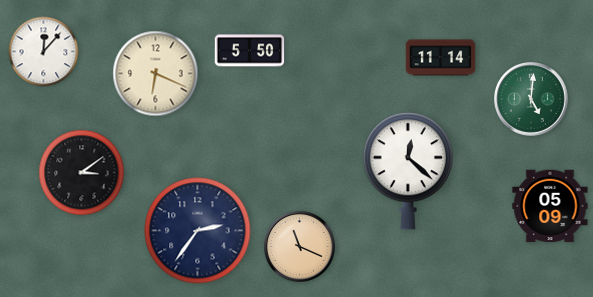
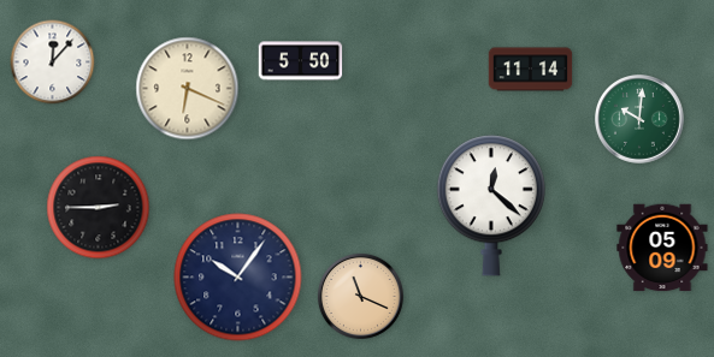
clock at (532, 100): 5:01 -> 10:01
clock at (82, 173): 3:09 -> 2:45
clock at (198, 231): 2:36 -> 10:06
